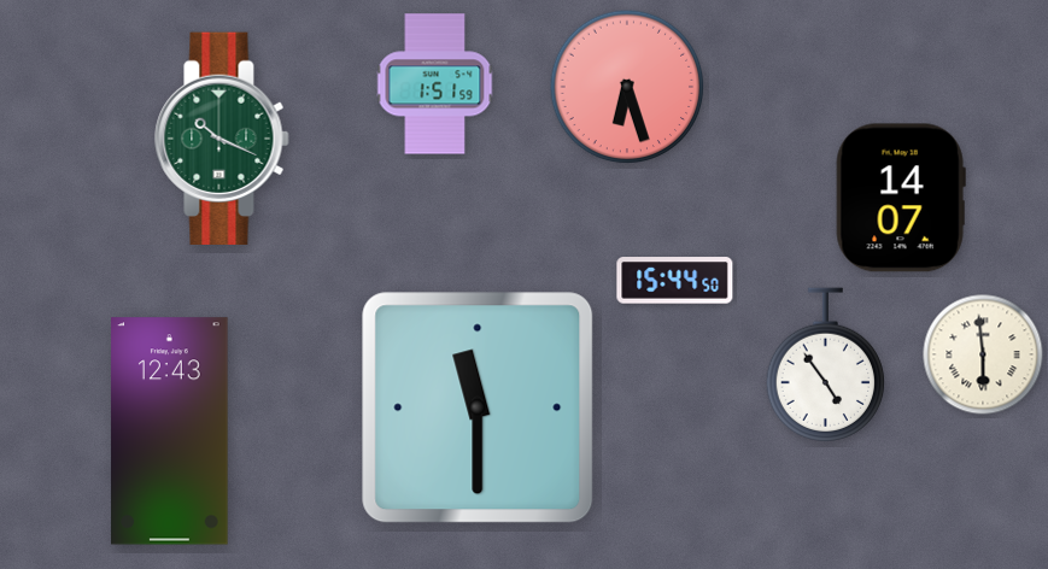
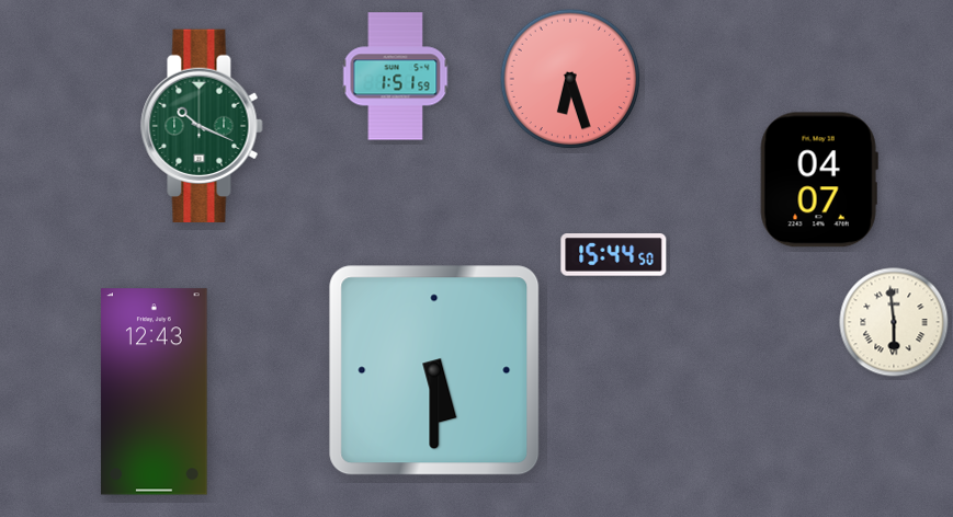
clock at (901, 198): 14:07 -> 04:07
clock at (825, 364): 4:54 -> none
clock at (478, 407): 11:30 -> 5:30
